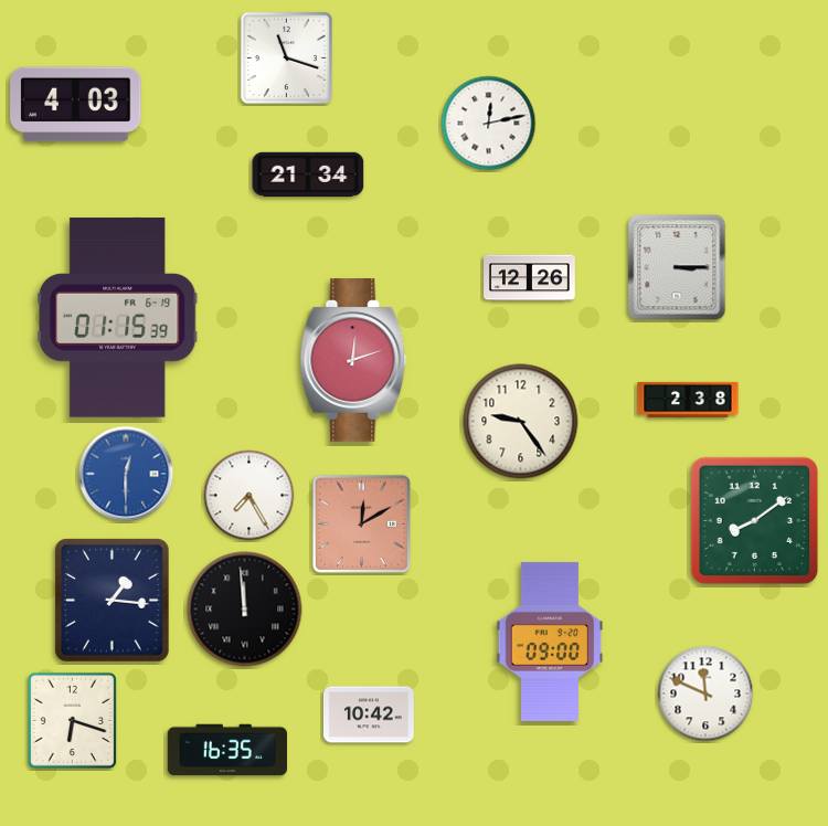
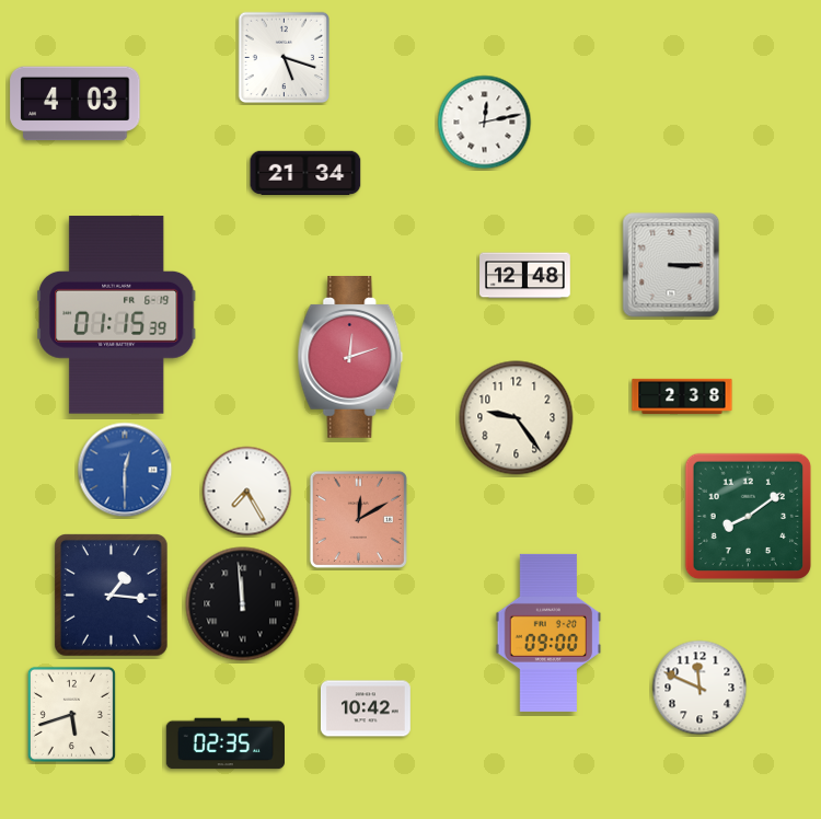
clock at (287, 59): 11:18 -> 5:18
clock at (530, 278): 12:26 -> 12:48
clock at (550, 642) position: (550, 642) -> (548, 633)
clock at (72, 720): 6:18 -> 5:42
clock at (226, 750): 16:35 -> 02:35
